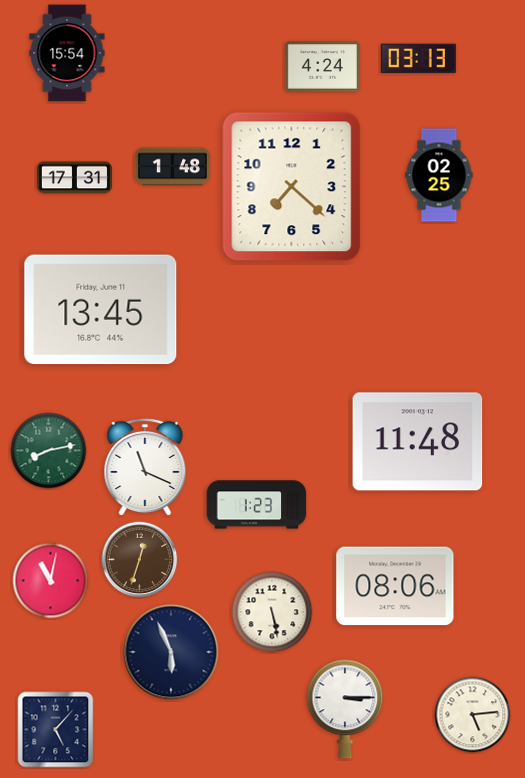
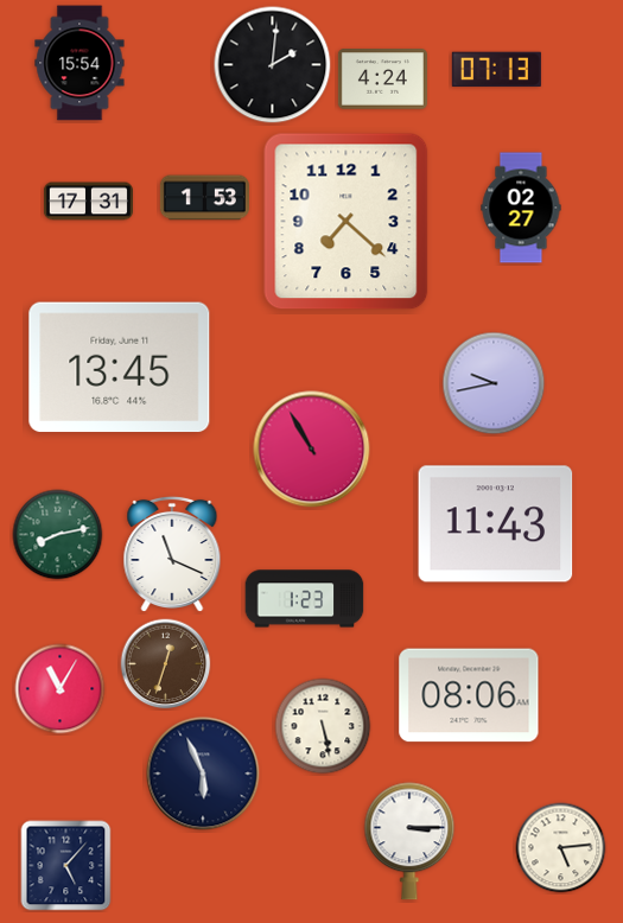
clock at (273, 65): none -> 2:01
clock at (418, 59): 03:13 -> 07:13
clock at (172, 167): 1:48 -> 1:53
clock at (439, 175): 02:25 -> 02:27
clock at (74, 178) position: (74, 178) -> (88, 202)
clock at (494, 383): none -> 9:43
clock at (312, 450): none -> 10:55
clock at (418, 442): 11:48 -> 11:43
clock at (51, 581): 11:02 -> 11:05
